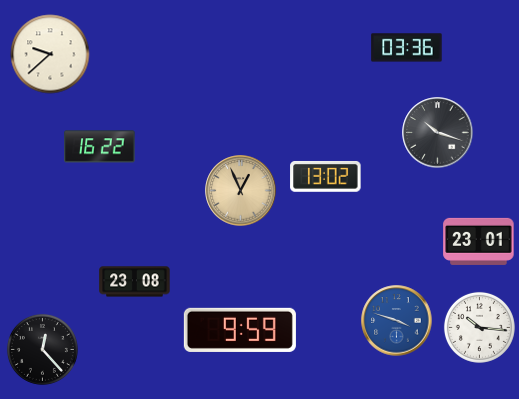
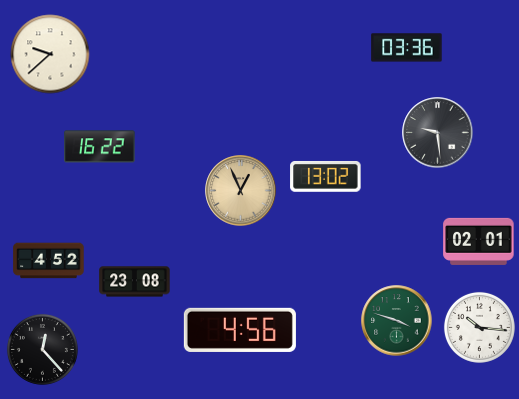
clock at (438, 133): 10:18 -> 9:29
clock at (479, 241): 23:01 -> 02:01
clock at (49, 261): none -> 4:52
clock at (397, 321) dial: blue -> green
clock at (240, 330): 9:59 -> 4:56
